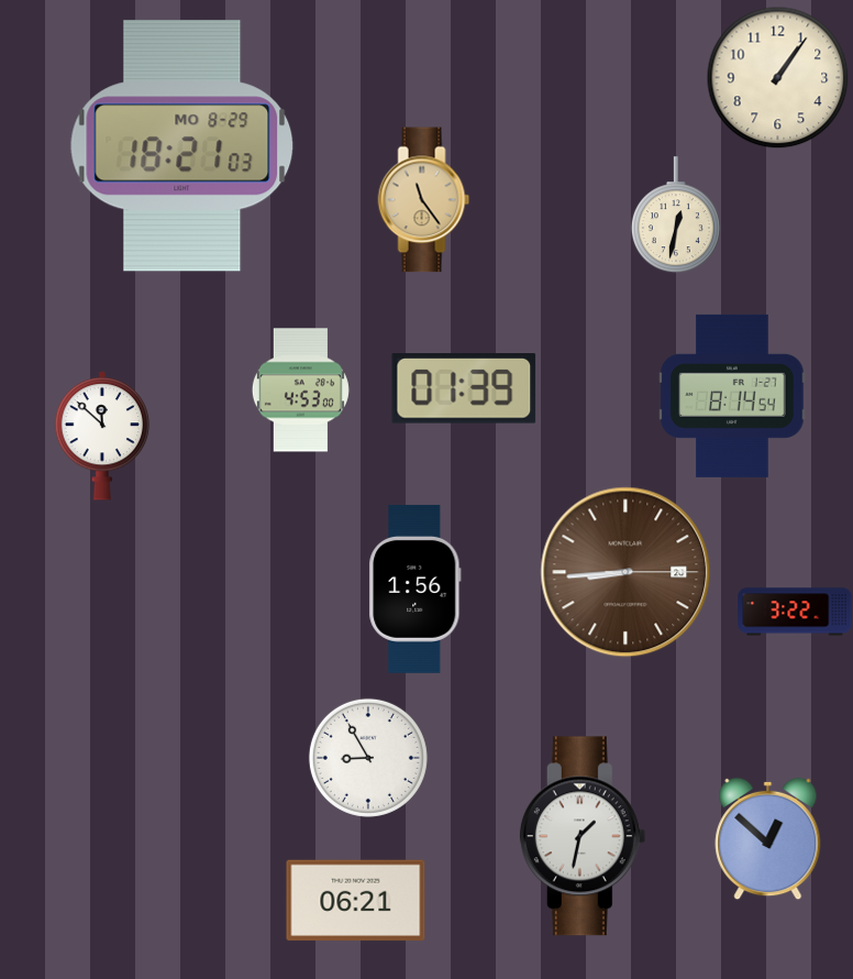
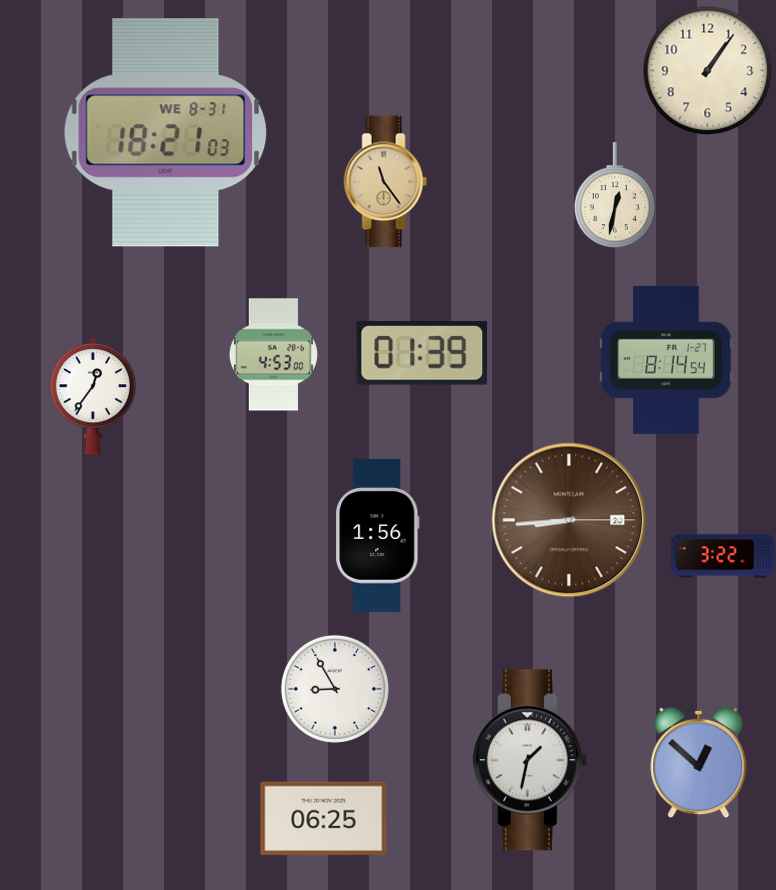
clock at (182, 146) date: MO 8-29 -> WE 8-31
clock at (102, 436): 11:52 -> 12:36
clock at (356, 901): 06:21 -> 06:25
